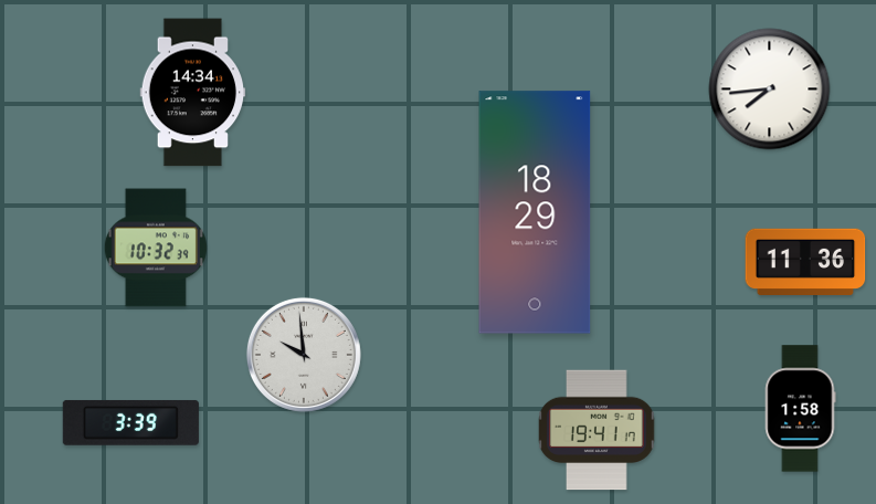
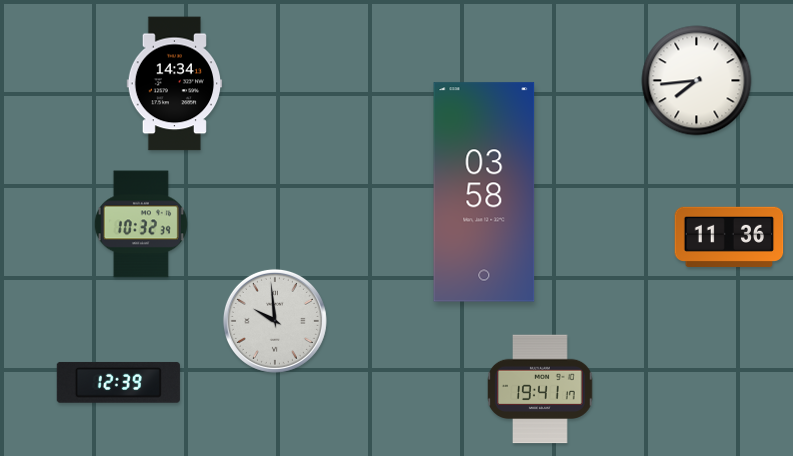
clock at (535, 212): 18:29 -> 03:58
clock at (801, 409): 1:58 -> none
clock at (130, 423): 3:39 -> 12:39
